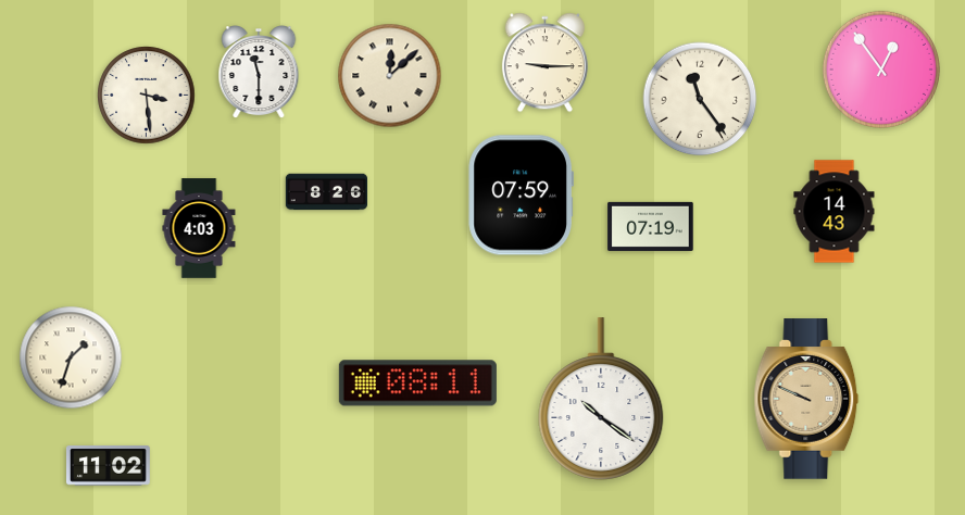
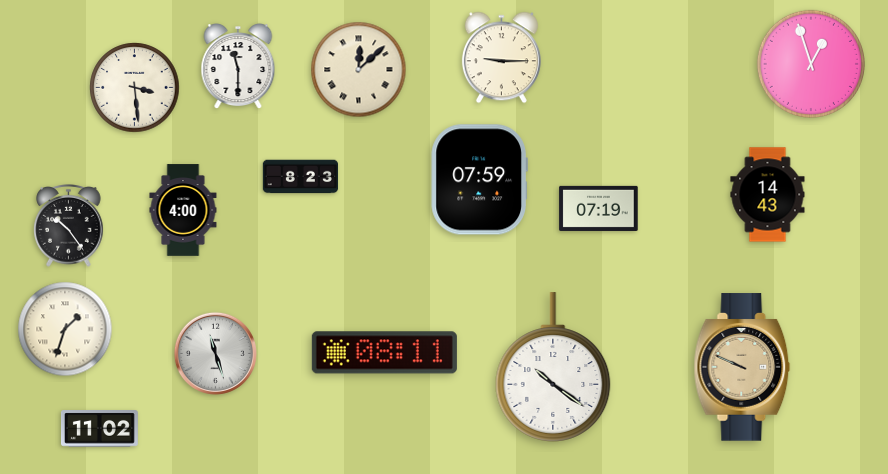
clock at (881, 70): 12:54 -> 12:57
clock at (700, 99): 11:24 -> none
clock at (326, 192): 8:26 -> 8:23
clock at (199, 228): 4:03 -> 4:00
clock at (69, 226): none -> 10:24
clock at (215, 353): none -> 11:27
